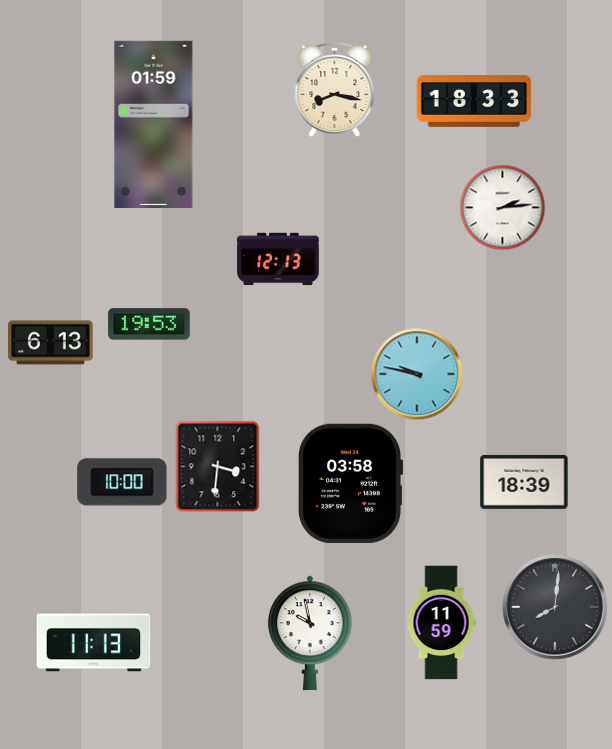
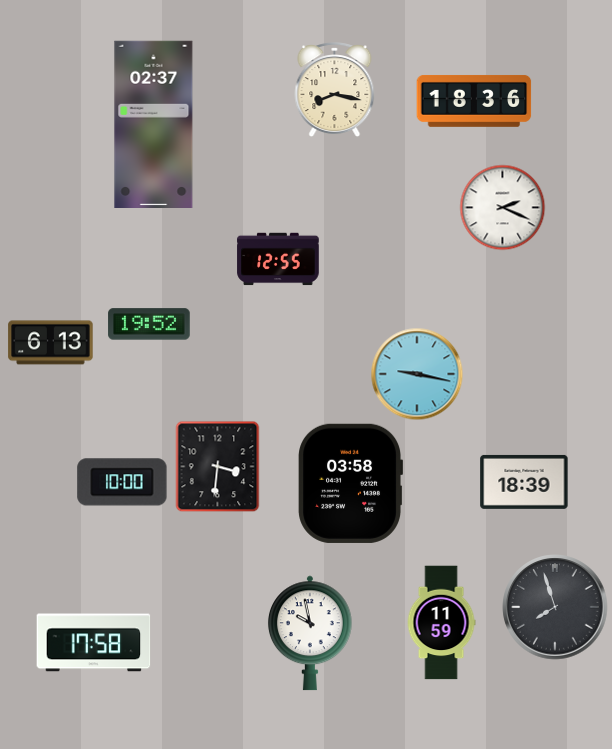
clock at (474, 101): 18:33 -> 18:36
clock at (154, 124): 01:59 -> 02:37
clock at (502, 207): 2:14 -> 2:19
clock at (278, 259): 12:13 -> 12:55
clock at (149, 324): 19:53 -> 19:52
clock at (417, 374): 9:47 -> 9:17
clock at (555, 607): 8:01 -> 7:57
clock at (94, 643): 11:13 -> 17:58
